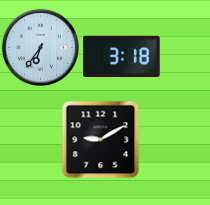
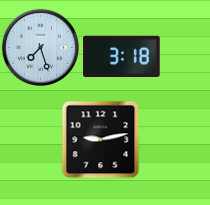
clock at (40, 47): 6:36 -> 7:27
clock at (100, 139): 9:10 -> 9:13
